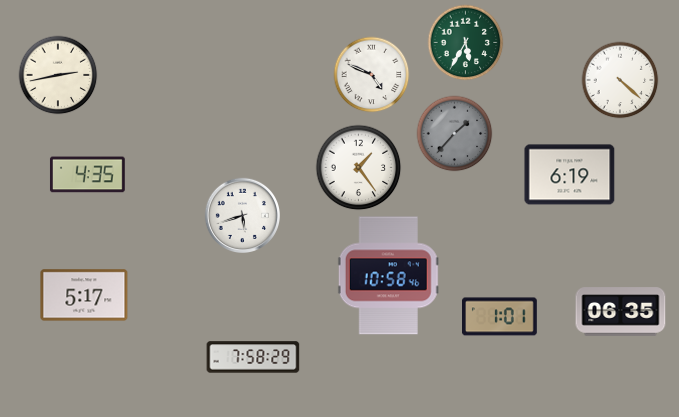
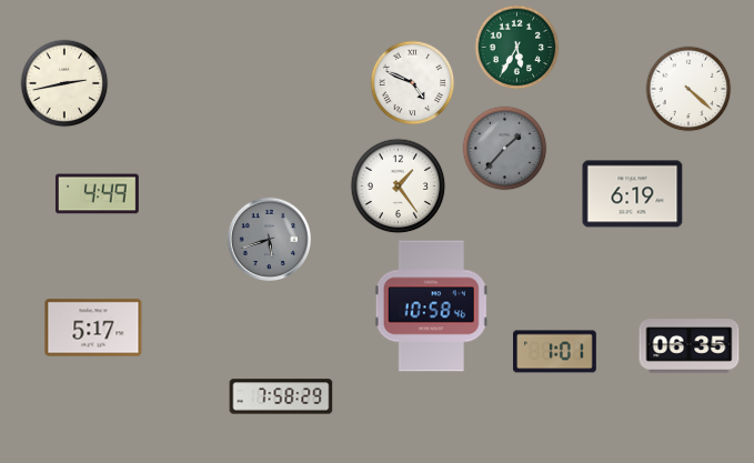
clock at (87, 175): 4:35 -> 4:49
clock at (242, 215) dial: white -> grey
